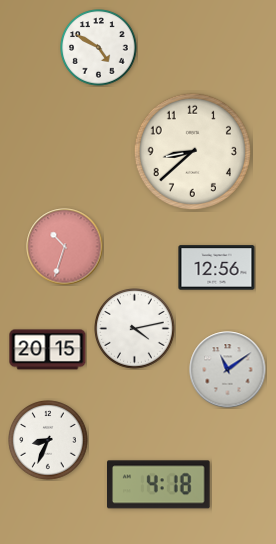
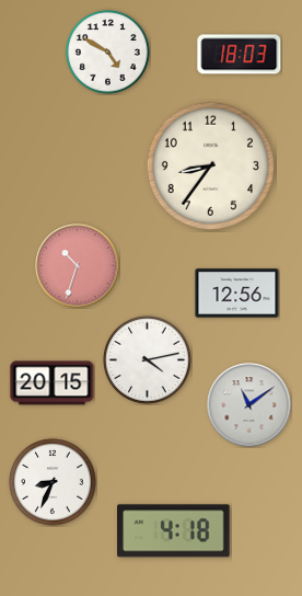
clock at (240, 55): none -> 18:03
clock at (192, 151): 8:38 -> 8:36
clock at (65, 247) position: (65, 247) -> (78, 266)
